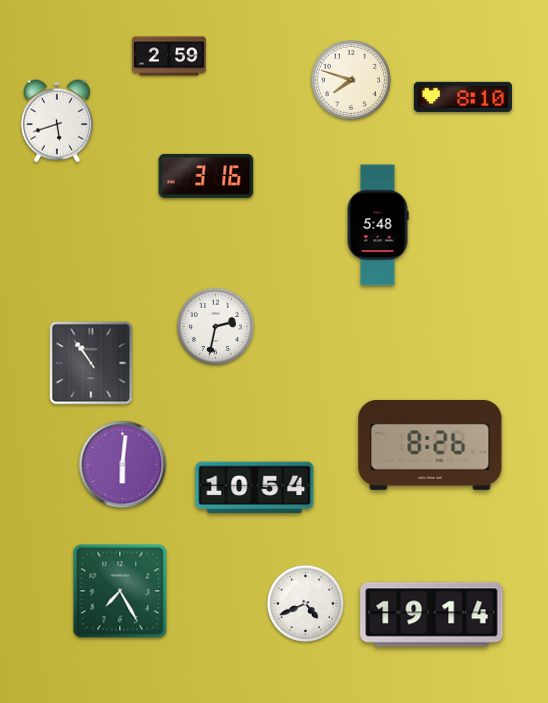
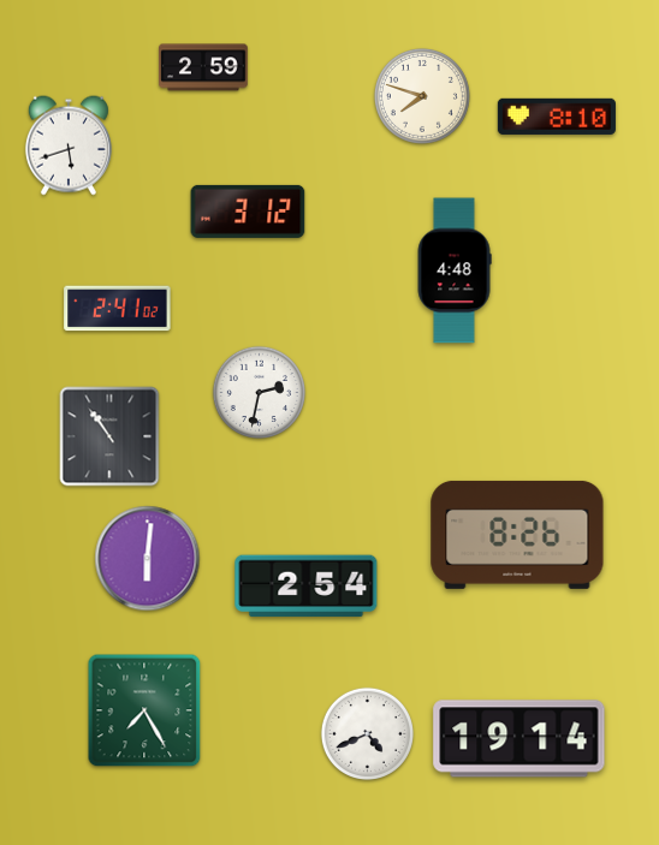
clock at (206, 176): 3:16 -> 3:12
clock at (378, 225): 5:48 -> 4:48
clock at (118, 309): none -> 2:41
clock at (255, 488): 10:54 -> 2:54
clock at (305, 603) position: (305, 603) -> (367, 733)
